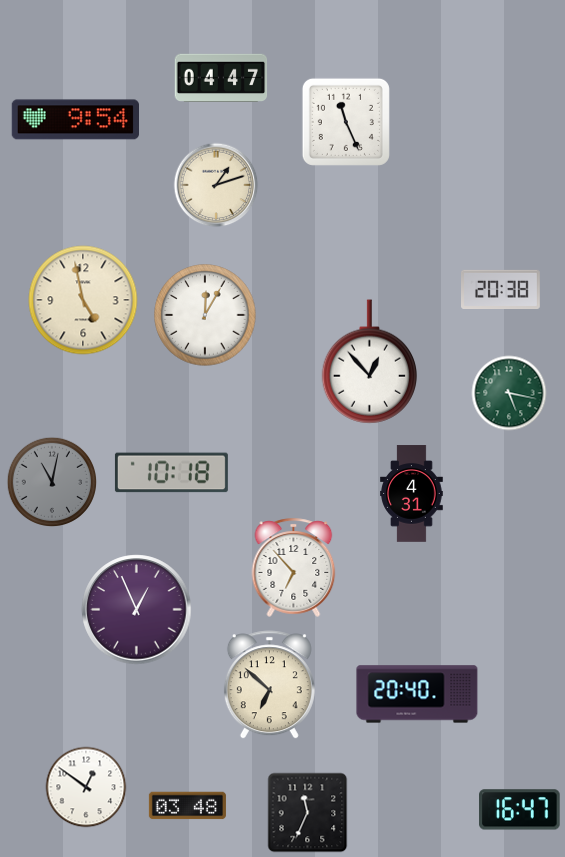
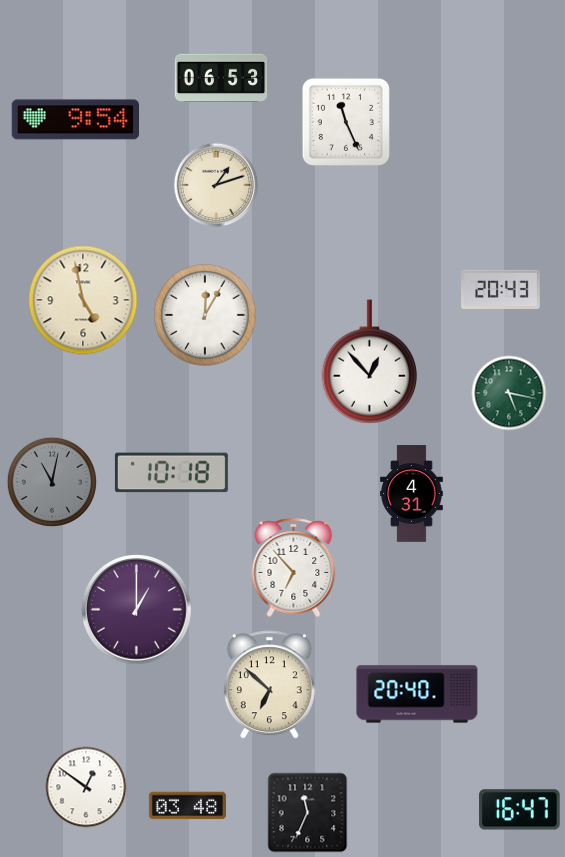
clock at (221, 78): 04:47 -> 06:53
clock at (501, 289): 20:38 -> 20:43
clock at (137, 610): 12:56 -> 1:00
